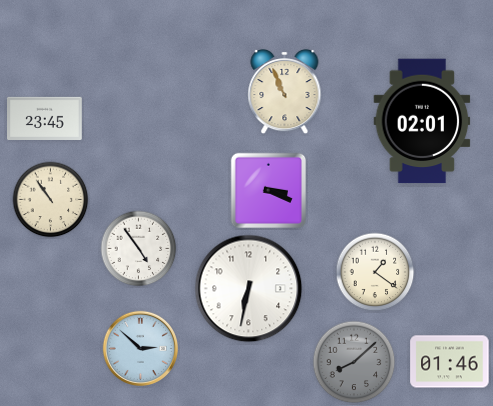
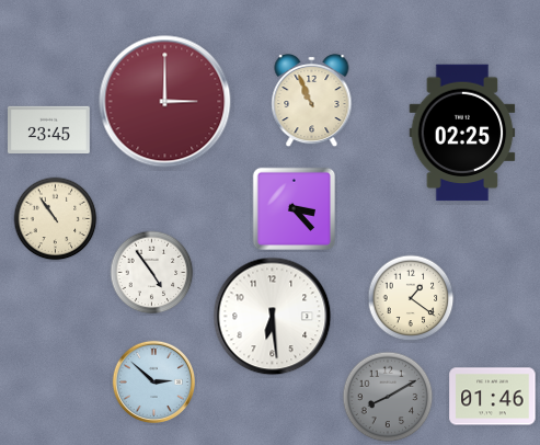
clock at (165, 102): none -> 3:00
clock at (422, 121): 02:01 -> 02:25
clock at (269, 191): 3:19 -> 3:23
clock at (249, 289): 6:32 -> 6:29
clock at (354, 362): 8:08 -> 8:10
